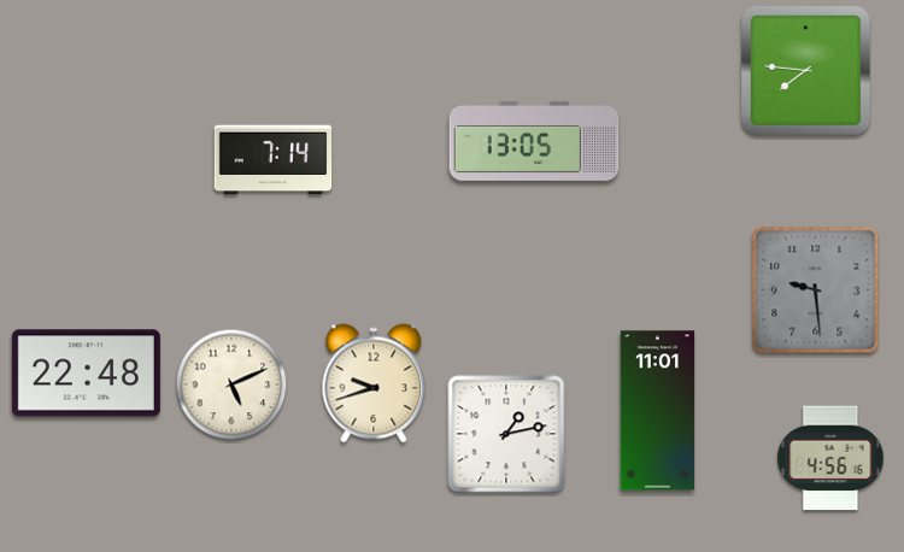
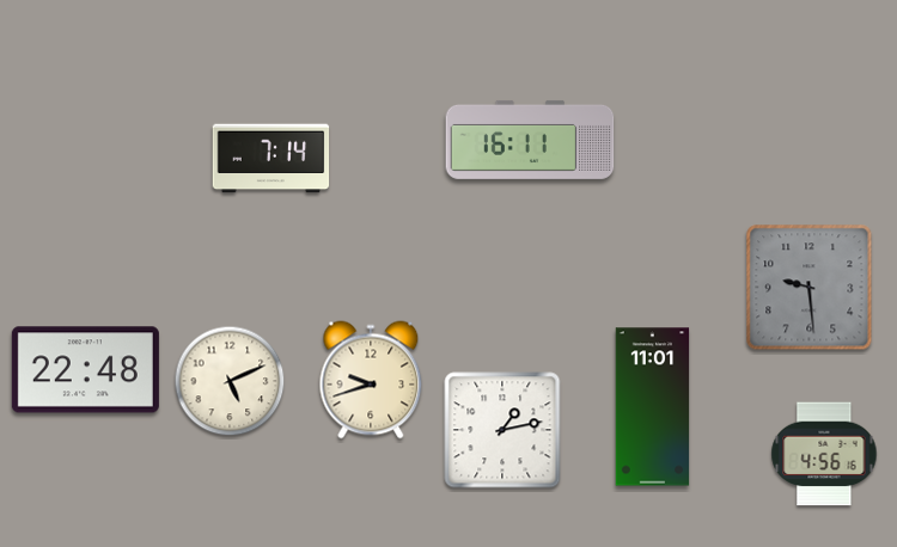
clock at (806, 71): 7:46 -> none
clock at (534, 141): 13:05 -> 16:11
